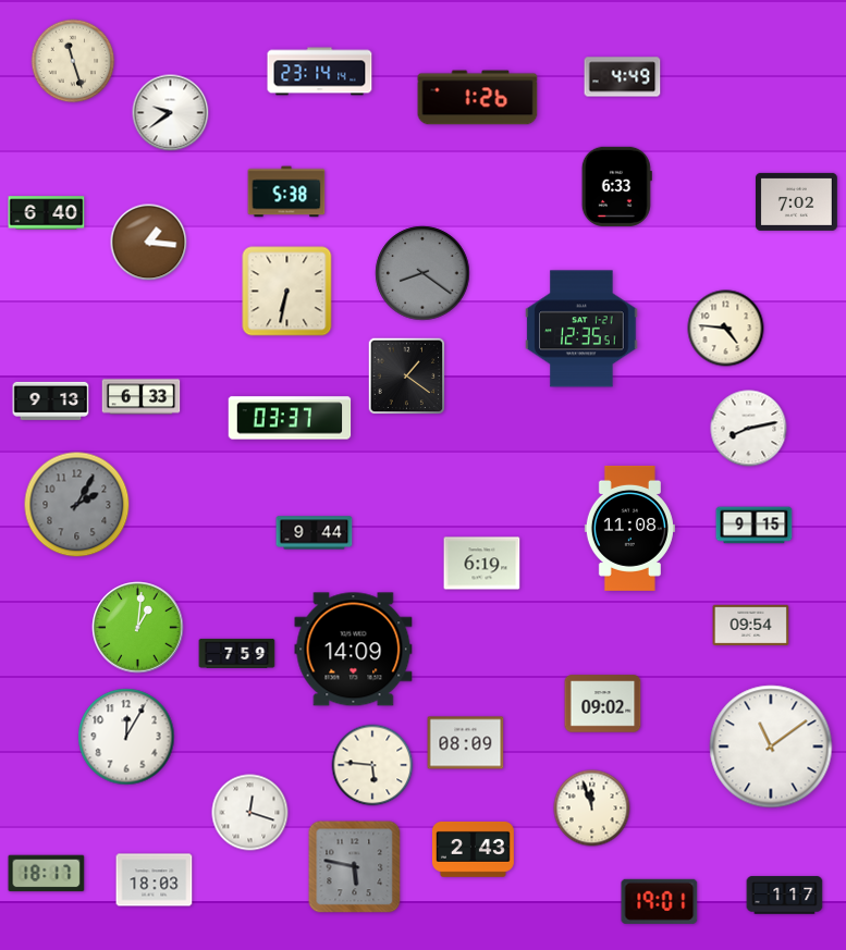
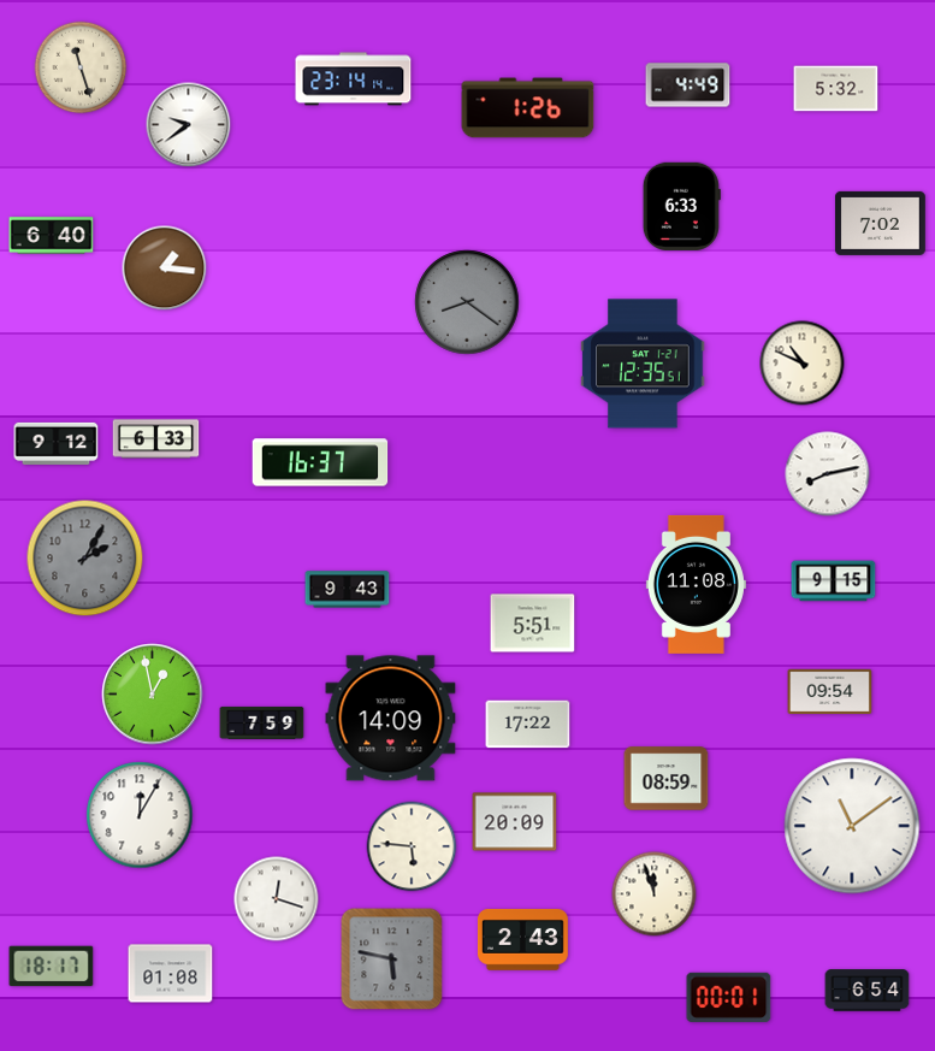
clock at (836, 89): none -> 5:32
clock at (286, 192): 5:38 -> none
clock at (287, 292): 6:32 -> none
clock at (726, 329): 4:46 -> 10:49
clock at (407, 377): 1:21 -> none
clock at (51, 400): 9:13 -> 9:12
clock at (290, 418): 03:37 -> 16:37
clock at (315, 533): 9:44 -> 9:43
clock at (482, 564): 6:19 -> 5:51
clock at (138, 628): 1:01 -> 12:58
clock at (528, 725): none -> 17:22
clock at (603, 704): 09:02 -> 08:59
clock at (466, 743): 08:09 -> 20:09
clock at (155, 880): 18:03 -> 01:08
clock at (785, 896): 1:17 -> 6:54
clock at (660, 901): 19:01 -> 00:01
